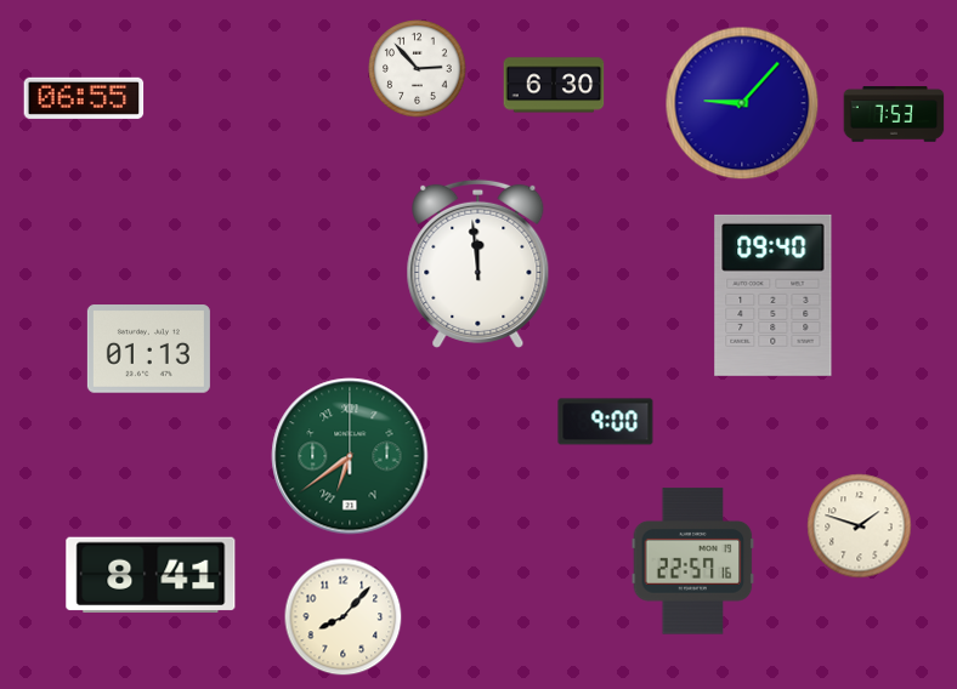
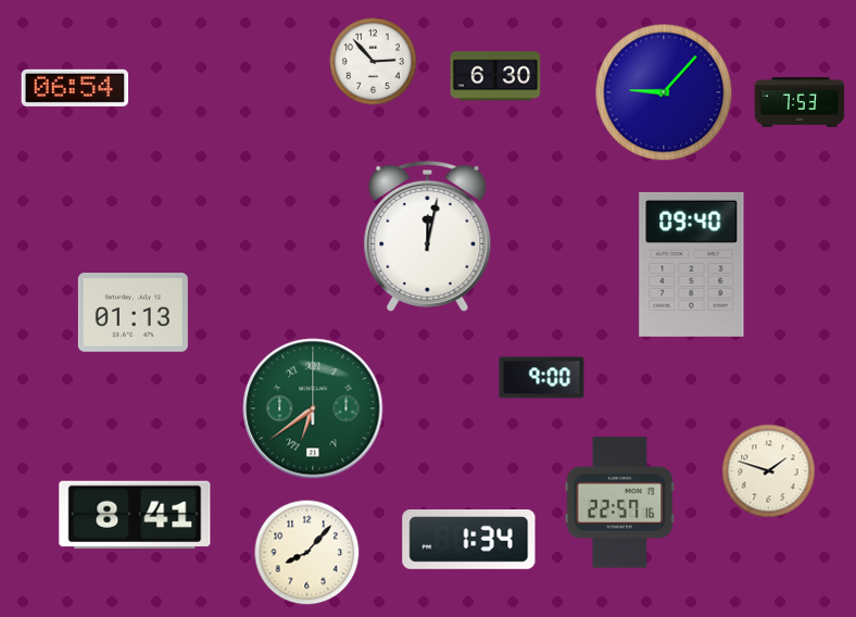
clock at (84, 98): 06:55 -> 06:54
clock at (478, 263): 11:59 -> 12:02
clock at (469, 539): none -> 1:34
